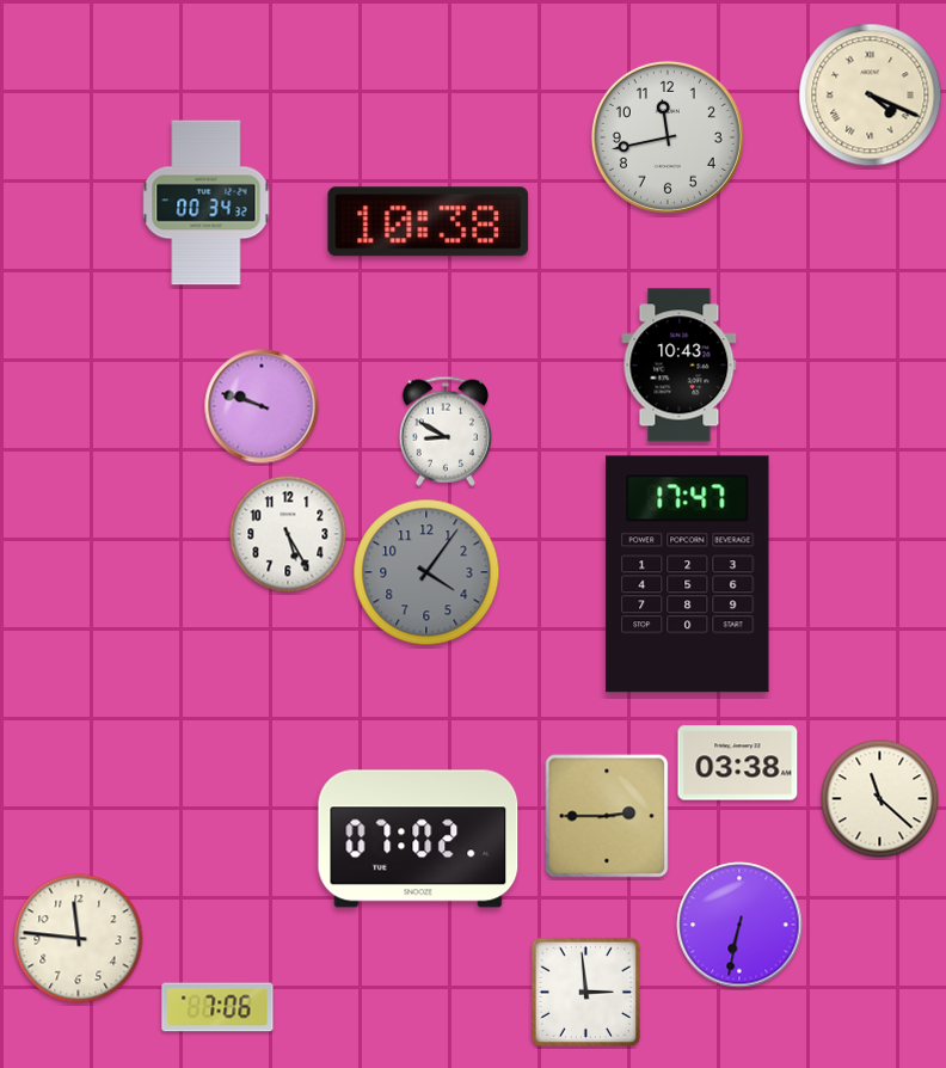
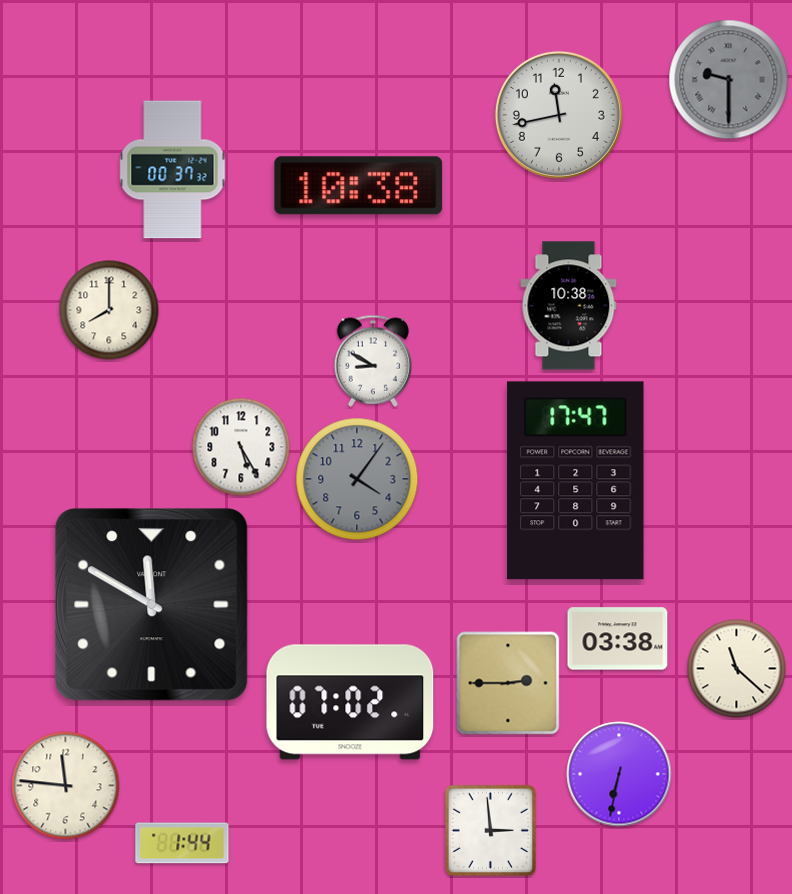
clock at (871, 96): 4:19 -> 9:30
clock at (871, 96) dial: cream -> grey
clock at (207, 203): 00:34 -> 00:37
clock at (680, 366): 10:43 -> 10:38
clock at (109, 310): none -> 8:00
clock at (262, 406): 9:48 -> none
clock at (152, 605): none -> 11:50
clock at (217, 1007): 7:06 -> 1:44
